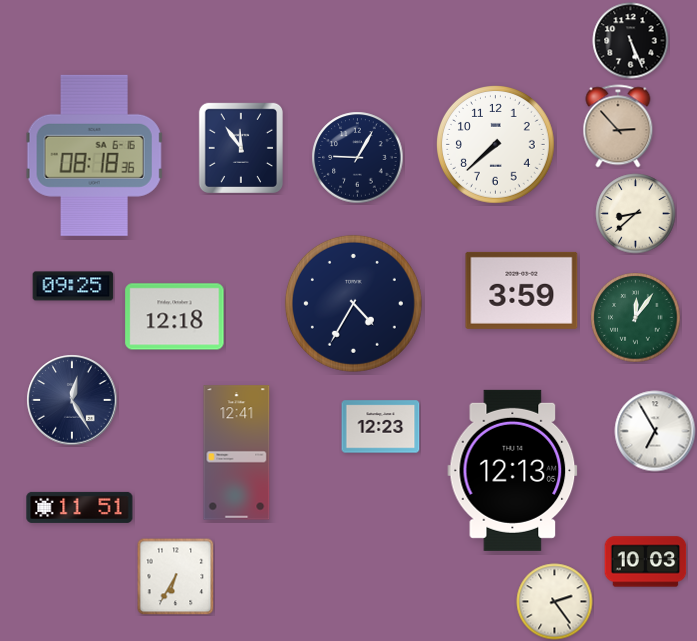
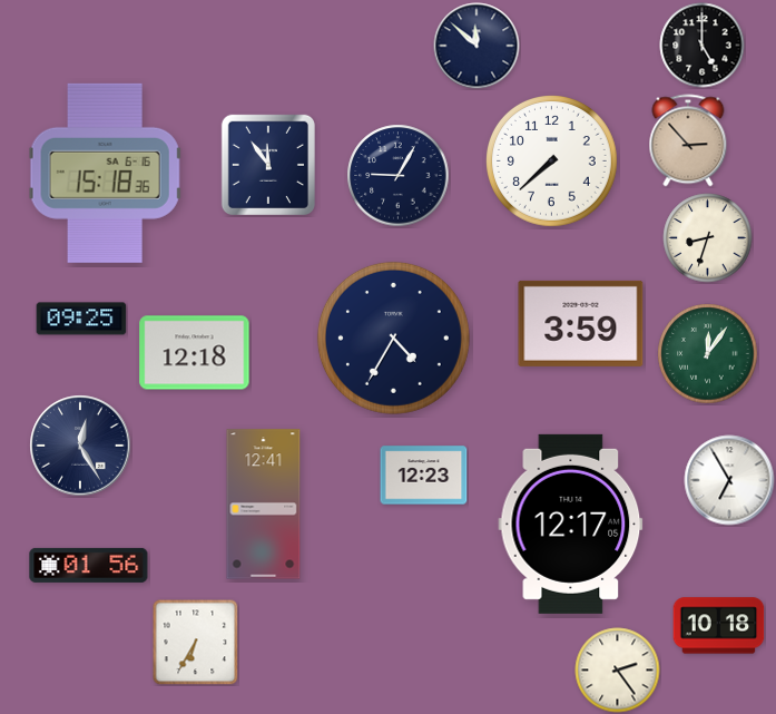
clock at (477, 46): none -> 11:52
clock at (631, 41): 5:26 -> 5:00
clock at (95, 155): 08:18 -> 15:18
clock at (636, 214): 8:38 -> 8:33
clock at (513, 470): 12:13 -> 12:17
clock at (80, 507): 11:51 -> 01:56
clock at (646, 562): 10:03 -> 10:18
